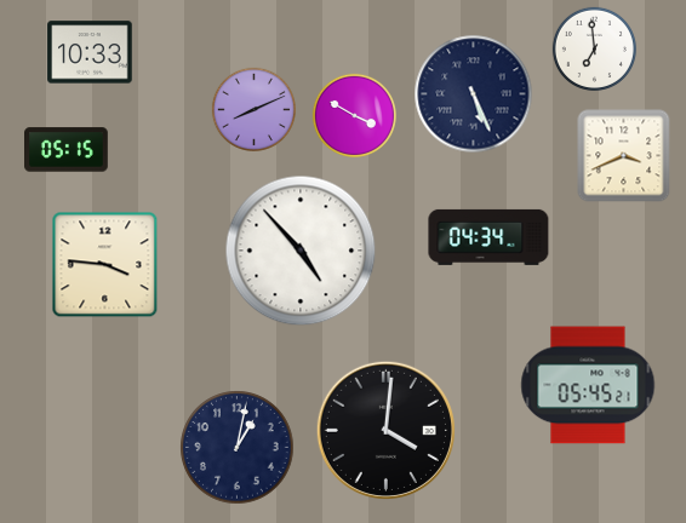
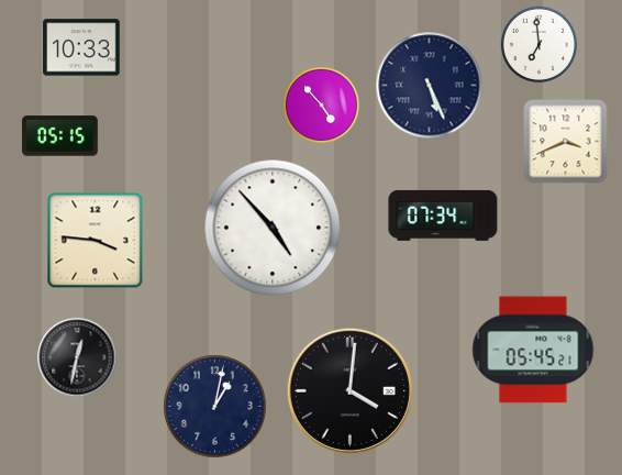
clock at (253, 109): 8:11 -> none
clock at (354, 115): 3:50 -> 4:53
clock at (488, 237): 04:34 -> 07:34
clock at (77, 357): none -> 12:32
